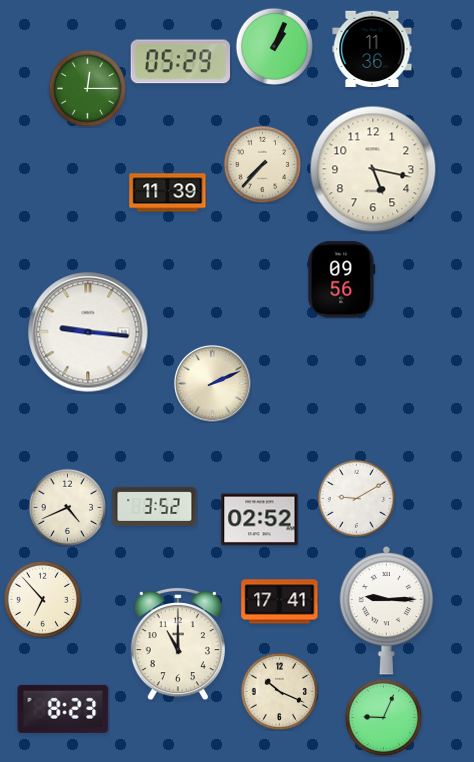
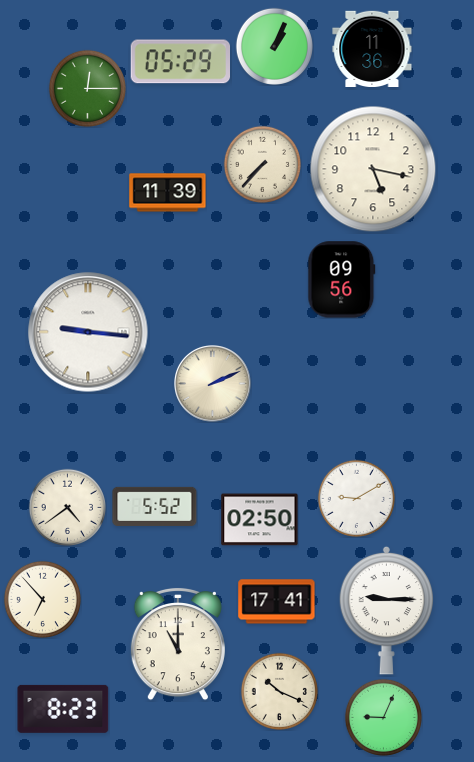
clock at (155, 506): 3:52 -> 5:52
clock at (67, 507): 4:41 -> 4:39
clock at (260, 520): 02:52 -> 02:50
clock at (280, 602) position: (280, 602) -> (277, 602)
